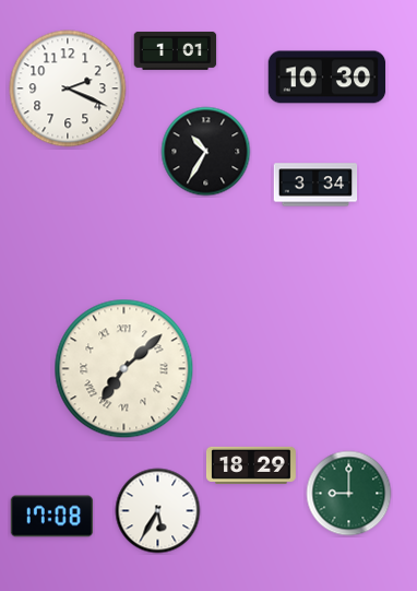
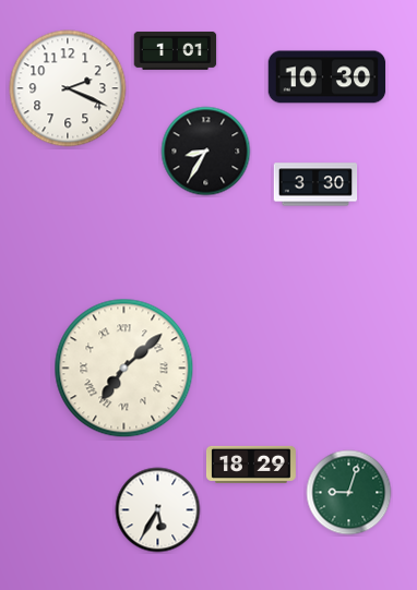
clock at (206, 152): 10:35 -> 8:35
clock at (315, 185): 3:34 -> 3:30
clock at (349, 494): 9:00 -> 9:03
clock at (52, 517): 17:08 -> none
